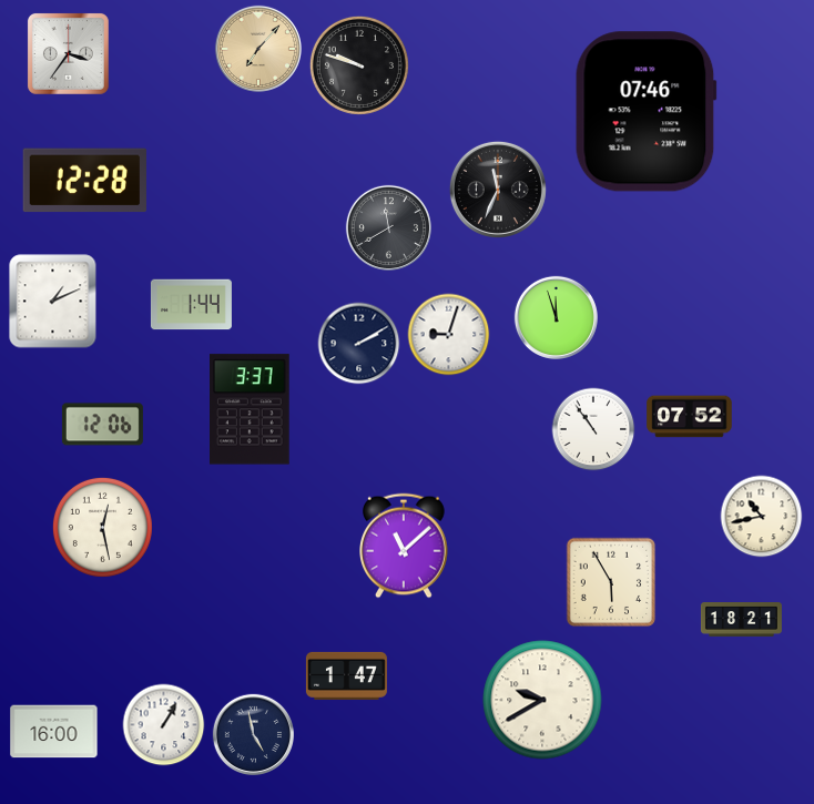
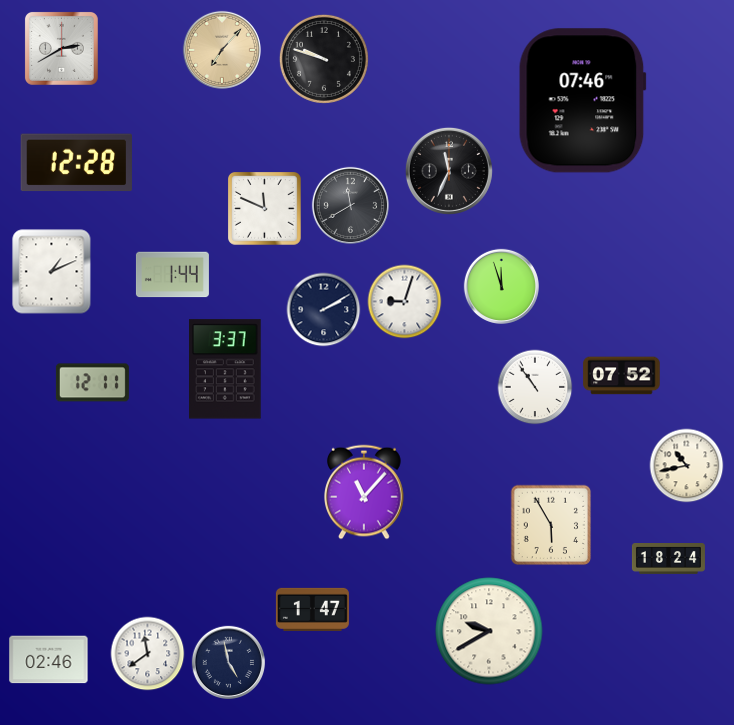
clock at (258, 49) position: (258, 49) -> (222, 50)
clock at (68, 53): 3:36 -> 2:40
clock at (265, 209): none -> 11:49
clock at (53, 302) position: (53, 302) -> (52, 272)
clock at (102, 425): 12:06 -> 12:11
clock at (102, 527): 12:28 -> none
clock at (405, 546): 11:08 -> 11:07
clock at (741, 620): 18:21 -> 18:24
clock at (164, 725): 1:05 -> 11:39
clock at (54, 732): 16:00 -> 02:46
